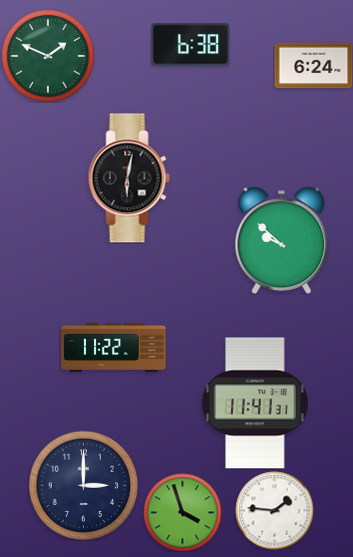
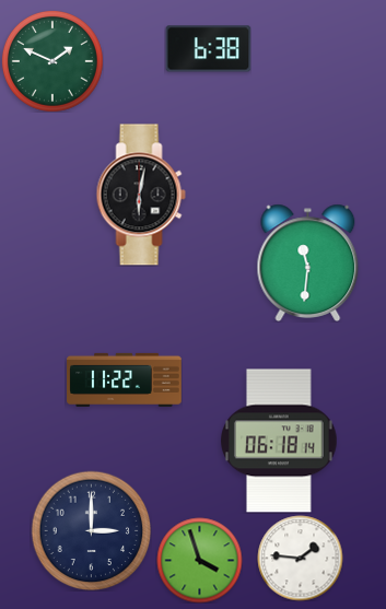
clock at (313, 66): 6:24 -> none
clock at (282, 240): 9:52 -> 11:31
clock at (255, 403): 11:41 -> 06:18
